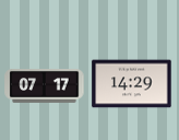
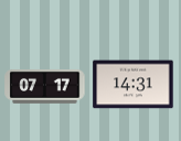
clock at (132, 84): 14:29 -> 14:31
